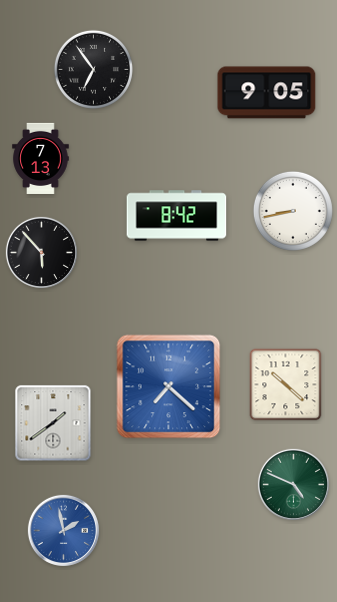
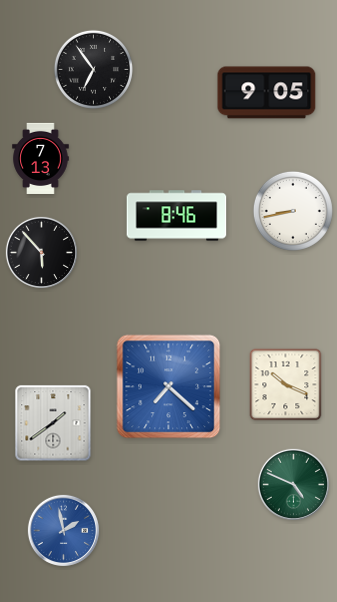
clock at (177, 216): 8:42 -> 8:46
clock at (286, 385): 10:22 -> 10:19
